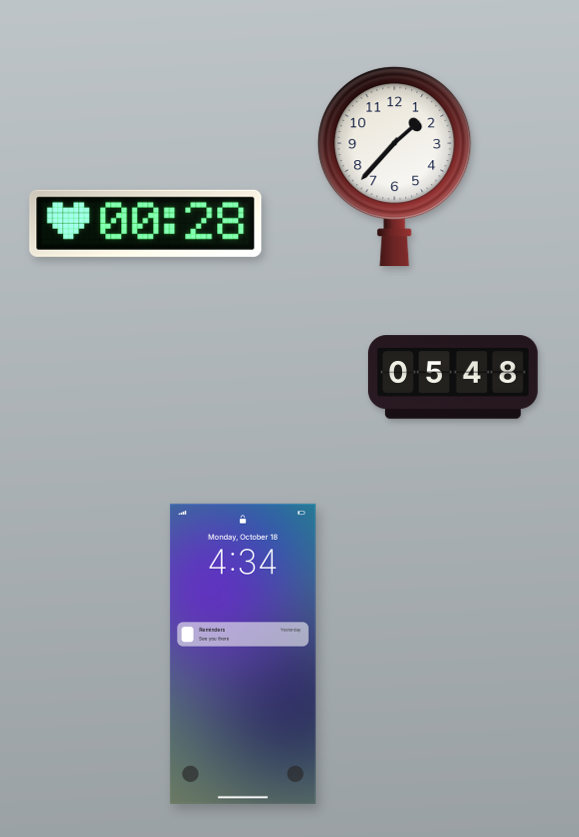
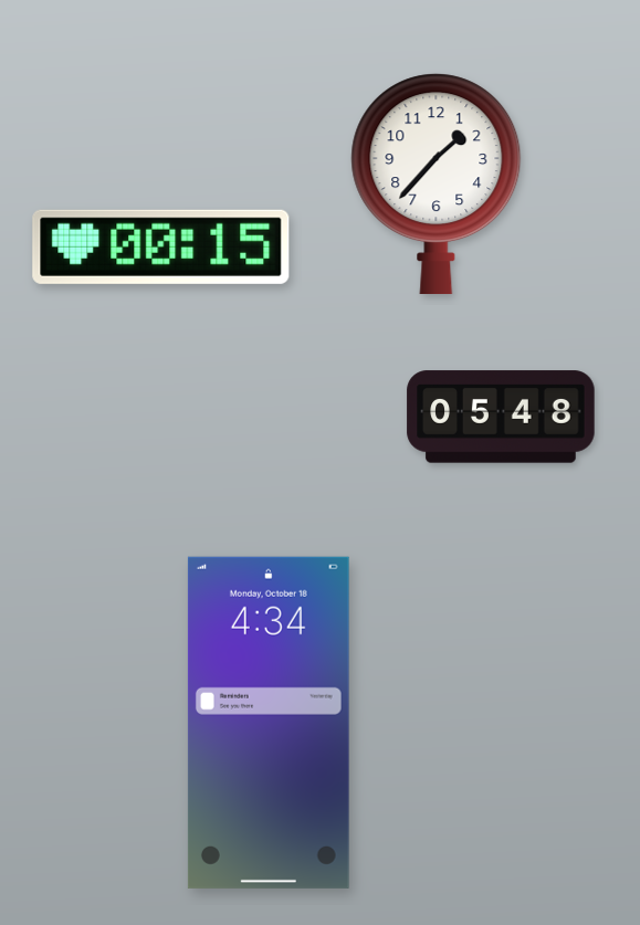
clock at (146, 223): 00:28 -> 00:15
